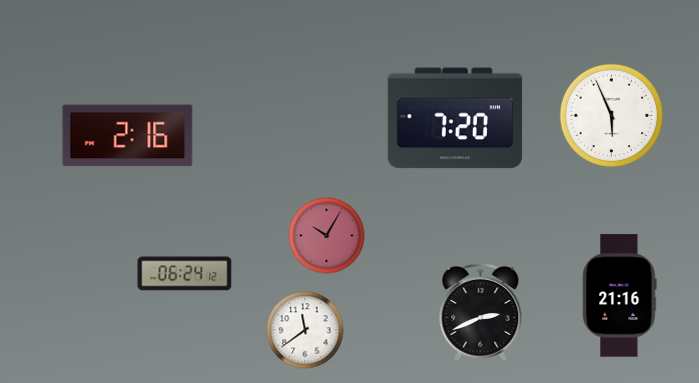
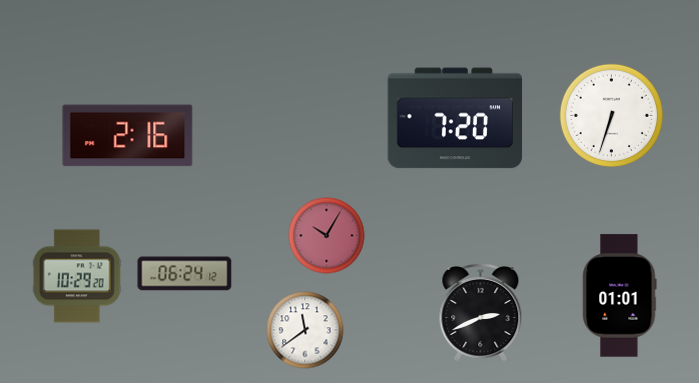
clock at (611, 115): 5:56 -> 6:33
clock at (77, 276): none -> 10:29
clock at (620, 296): 21:16 -> 01:01
